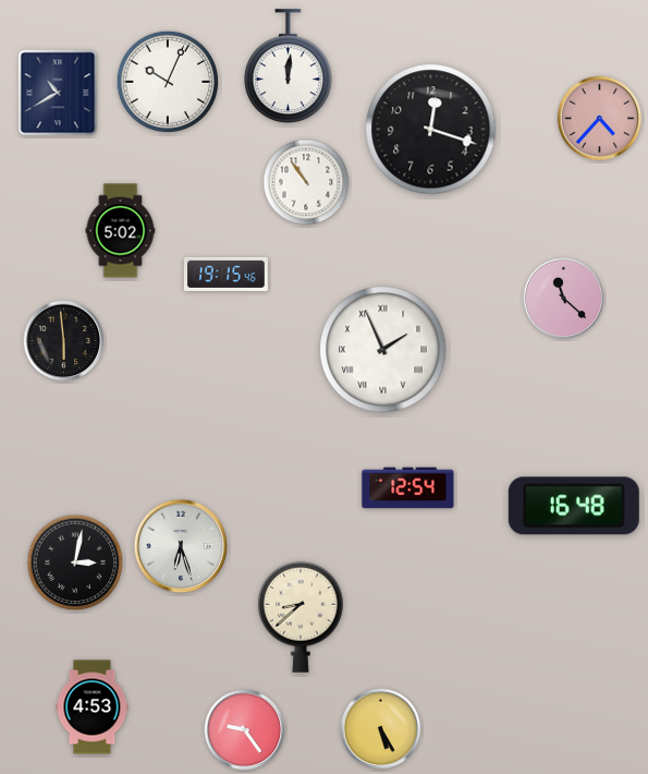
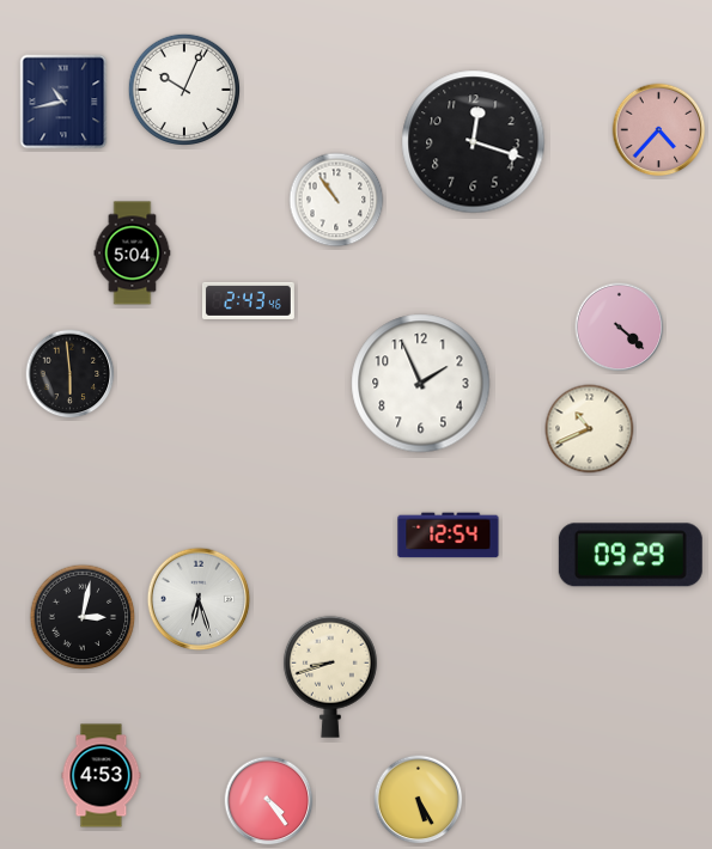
clock at (288, 66): 12:01 -> none
clock at (58, 93): 10:40 -> 10:43
clock at (121, 231): 5:02 -> 5:04
clock at (227, 274): 19:15 -> 2:43
clock at (564, 299): 11:22 -> 4:22
clock at (383, 350) numerals: Roman -> Arabic
clock at (590, 429): none -> 10:41
clock at (574, 506): 16:48 -> 09:29
clock at (301, 617): 8:38 -> 8:42
clock at (245, 730): 9:24 -> 4:24
